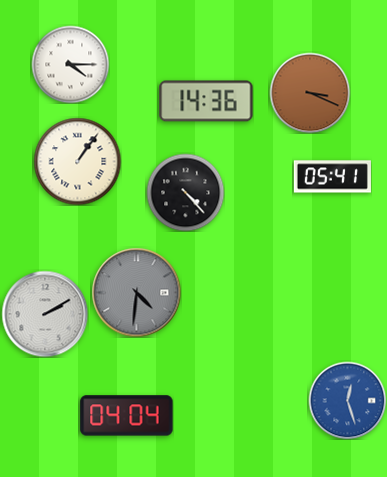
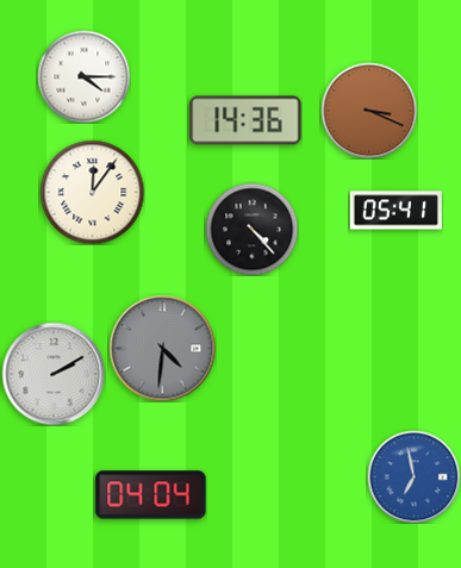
clock at (77, 161): 1:06 -> 12:06
clock at (185, 192) position: (185, 192) -> (251, 229)
clock at (347, 400): 12:27 -> 6:58
